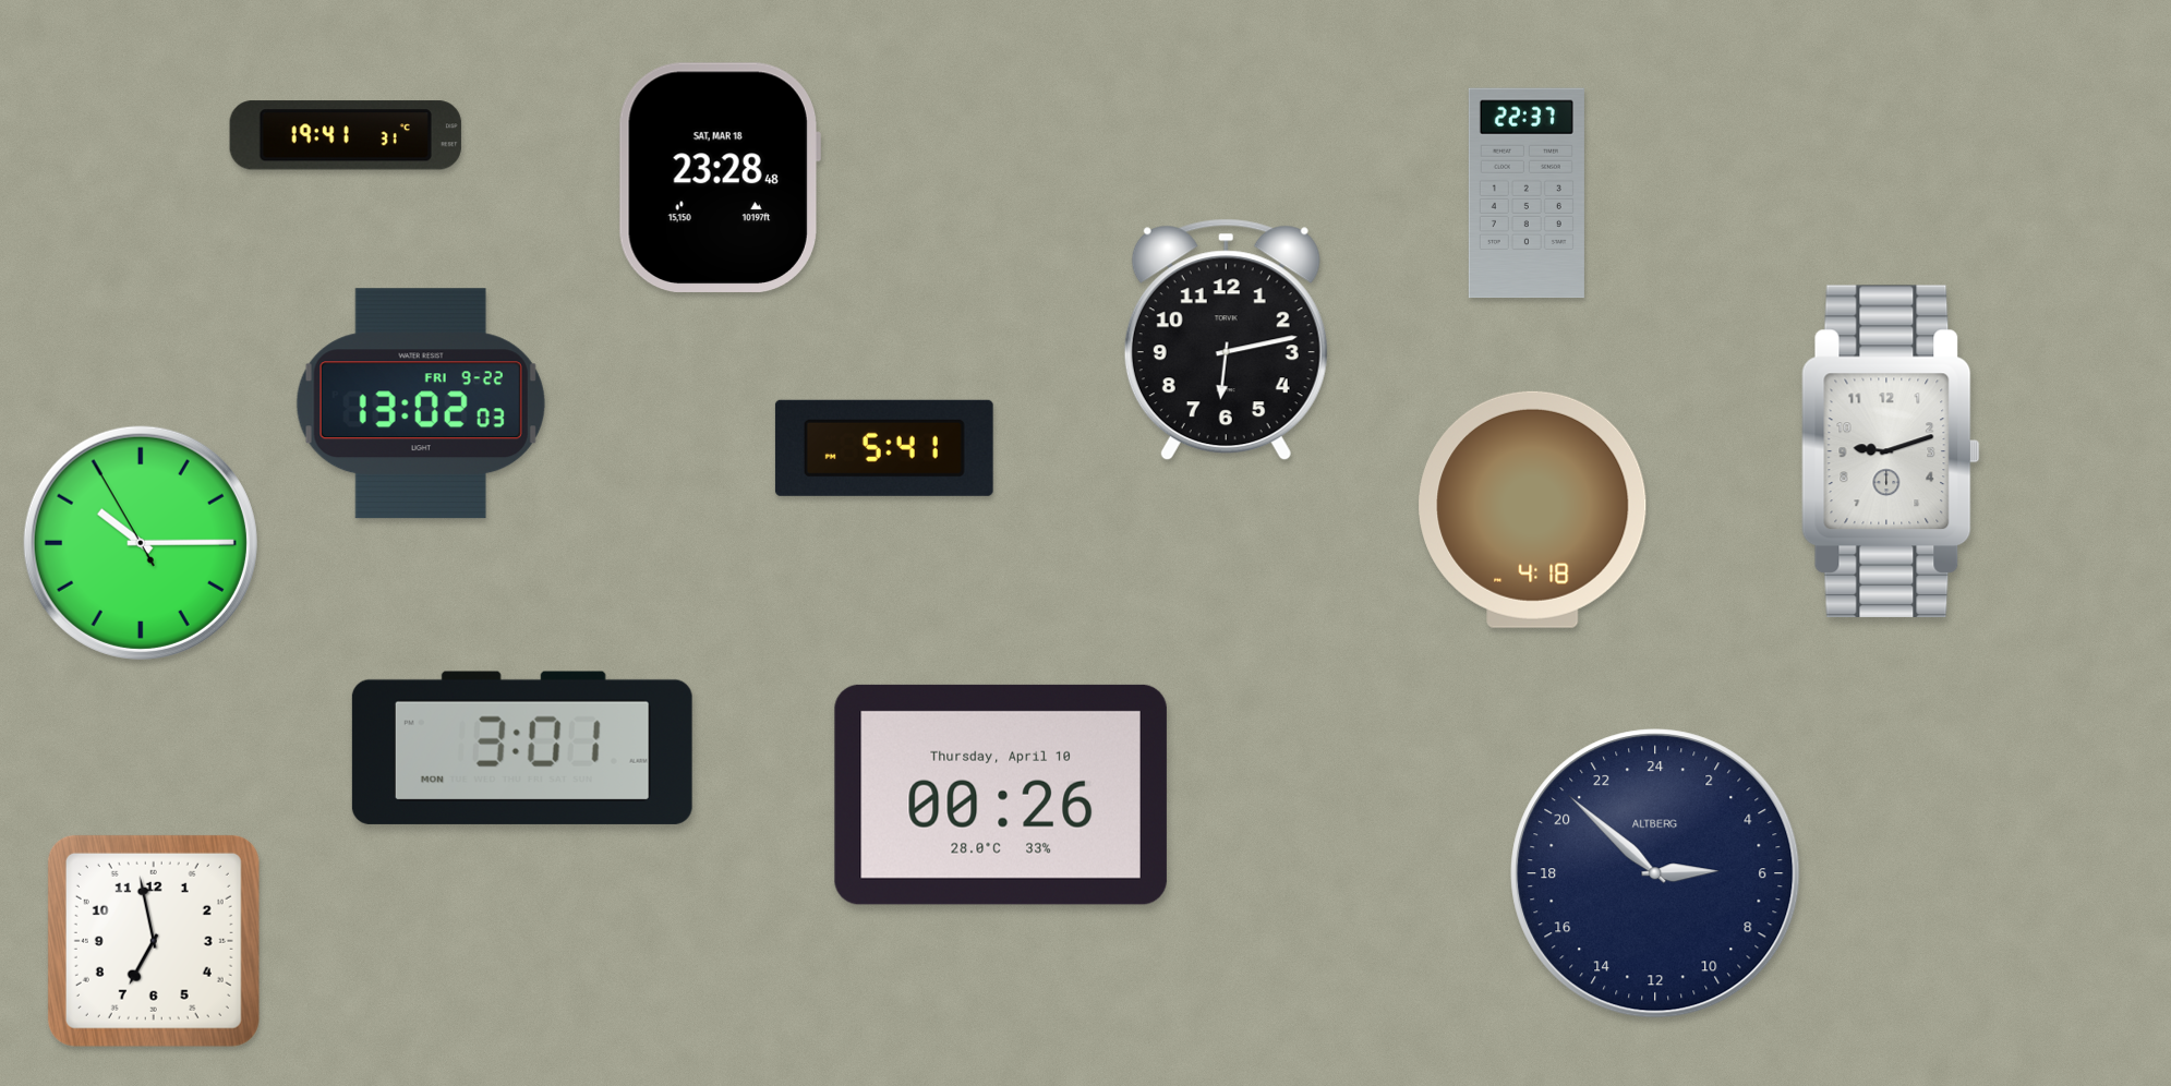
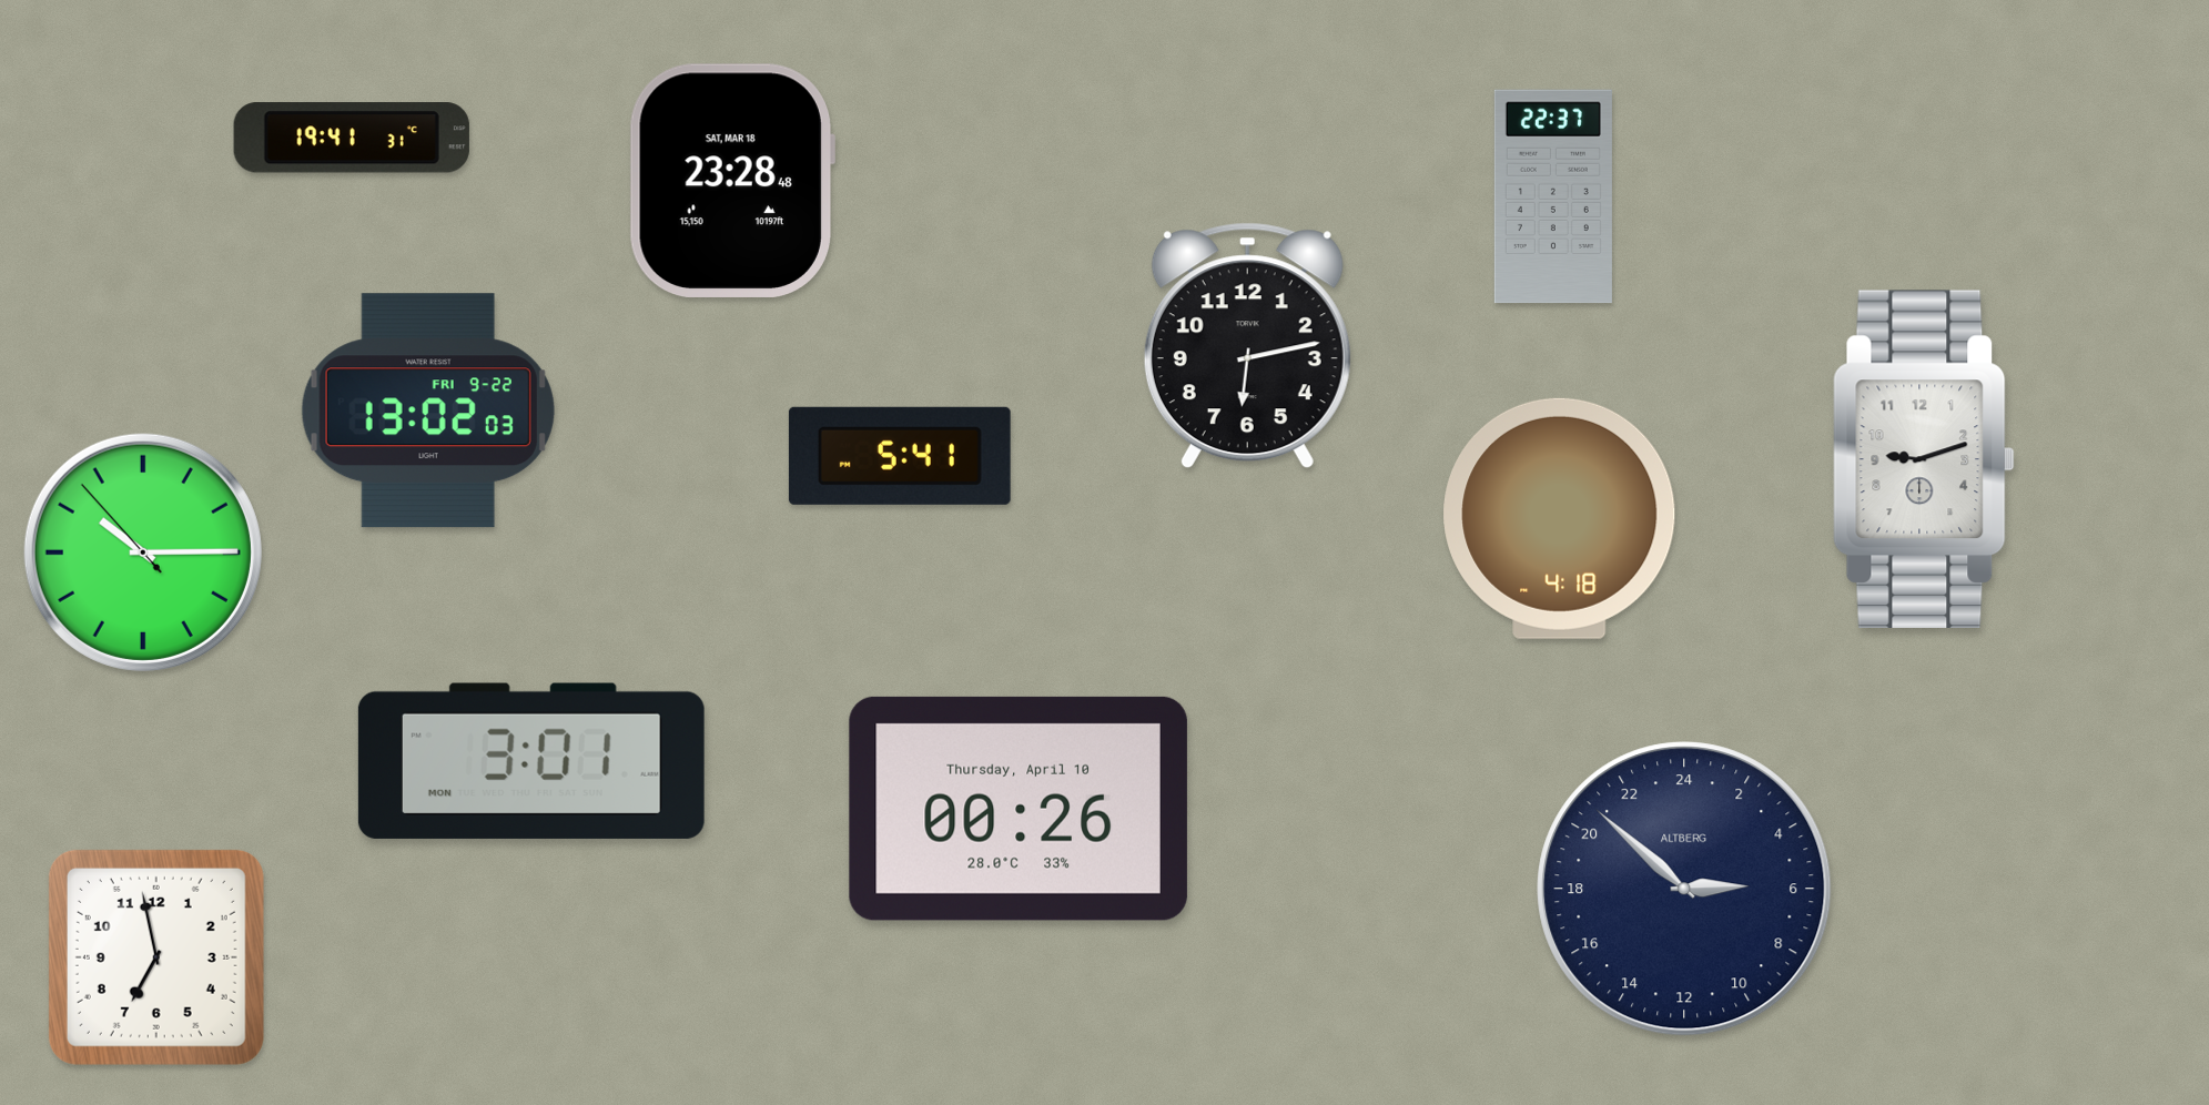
clock at (141, 543): 10:14:55 -> 10:14:53
